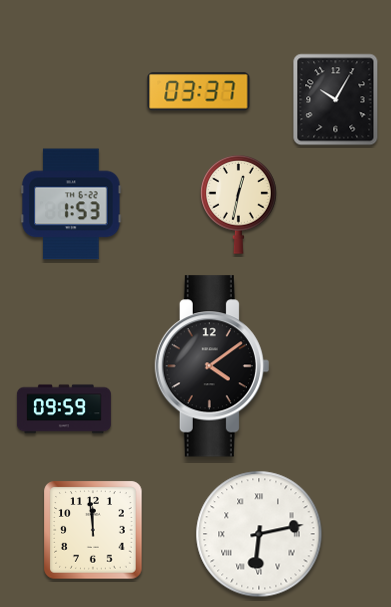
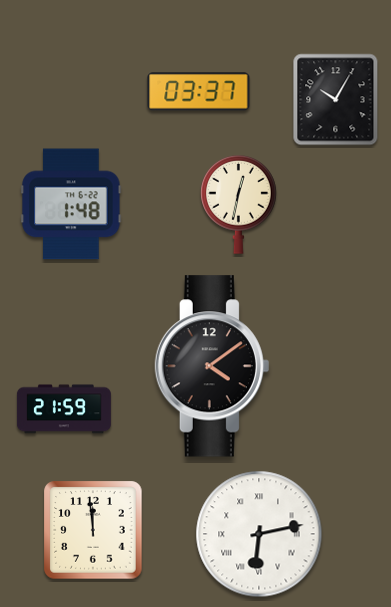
clock at (71, 204): 1:53 -> 1:48
clock at (64, 409): 09:59 -> 21:59
